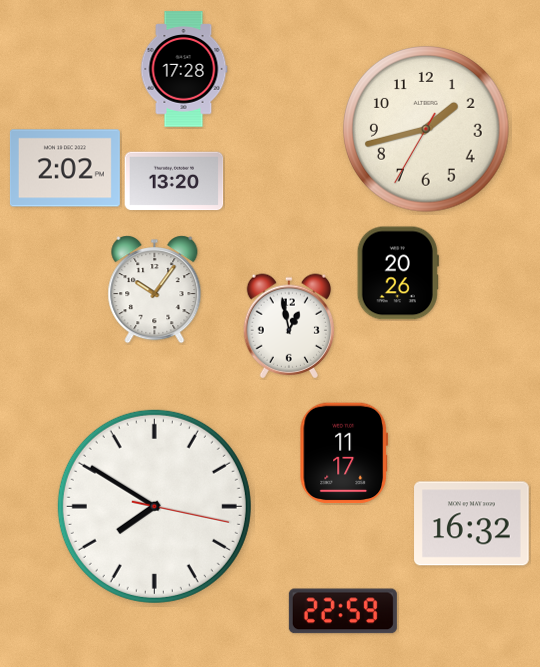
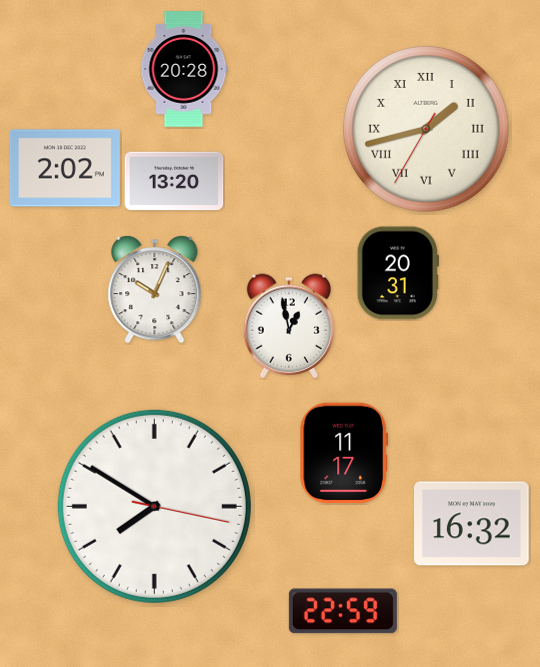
clock at (184, 69): 17:28 -> 20:28
clock at (427, 130) numerals: Arabic -> Roman
clock at (398, 273): 20:26 -> 20:31
clock at (155, 290): 10:06 -> 10:04
